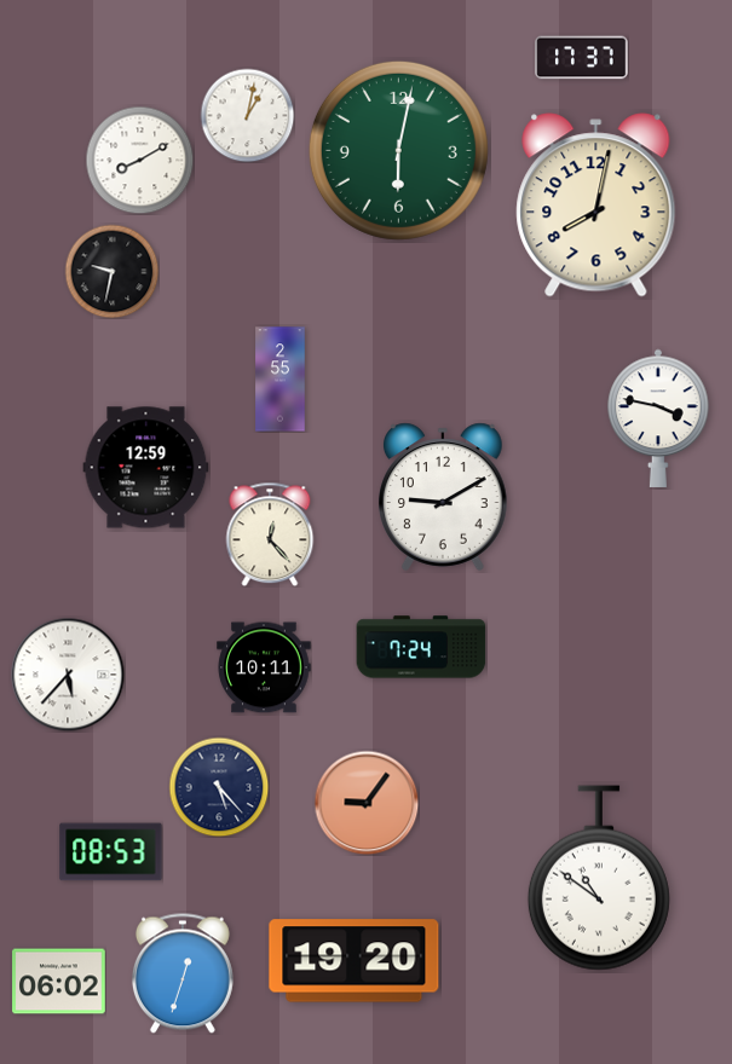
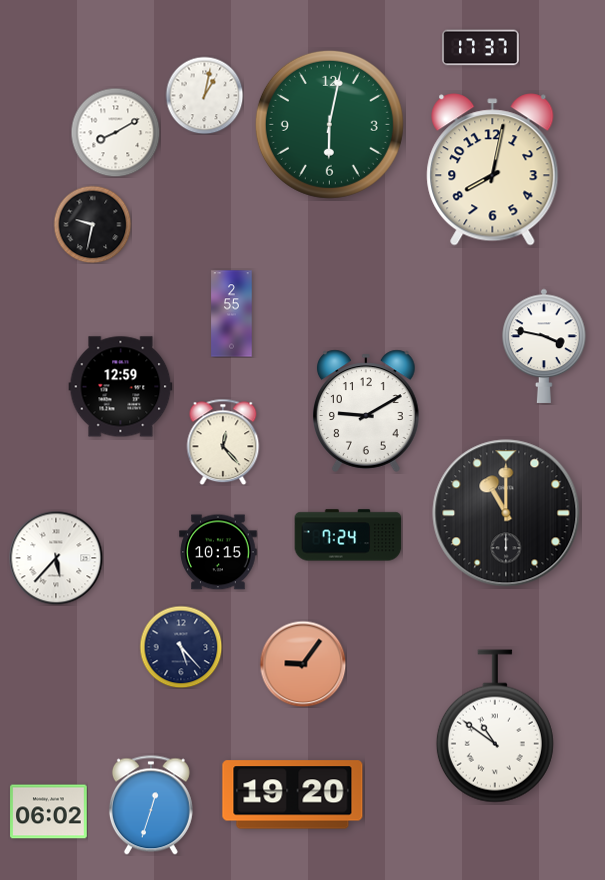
clock at (506, 513): none -> 11:00
clock at (264, 667): 10:11 -> 10:15
clock at (219, 787) position: (219, 787) -> (181, 647)
clock at (111, 852): 08:53 -> none
